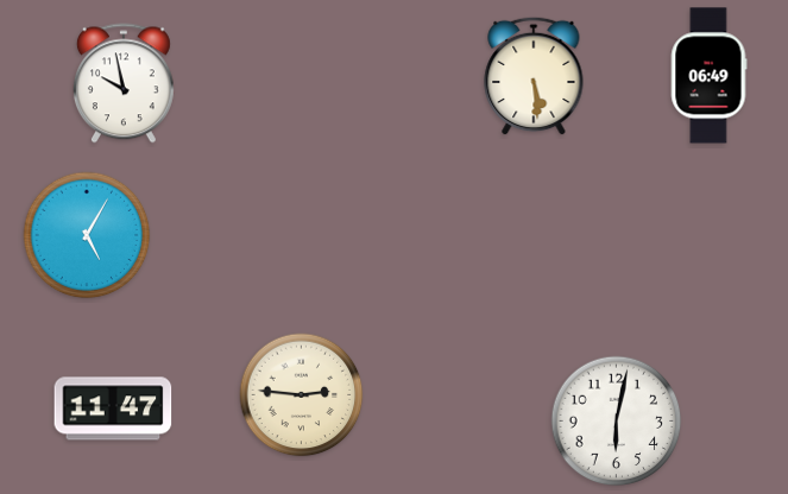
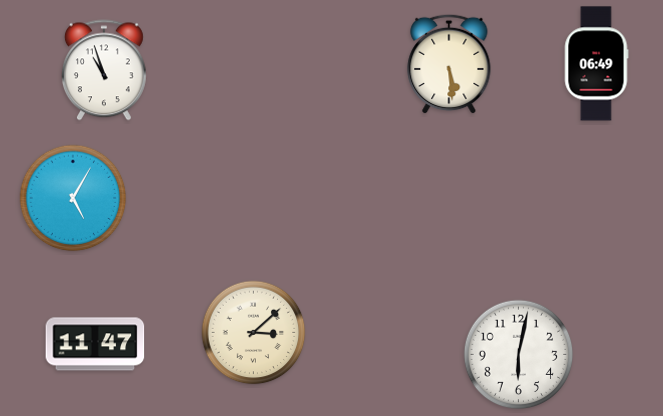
clock at (124, 83): 9:58 -> 10:57
clock at (302, 395): 2:46 -> 3:08
